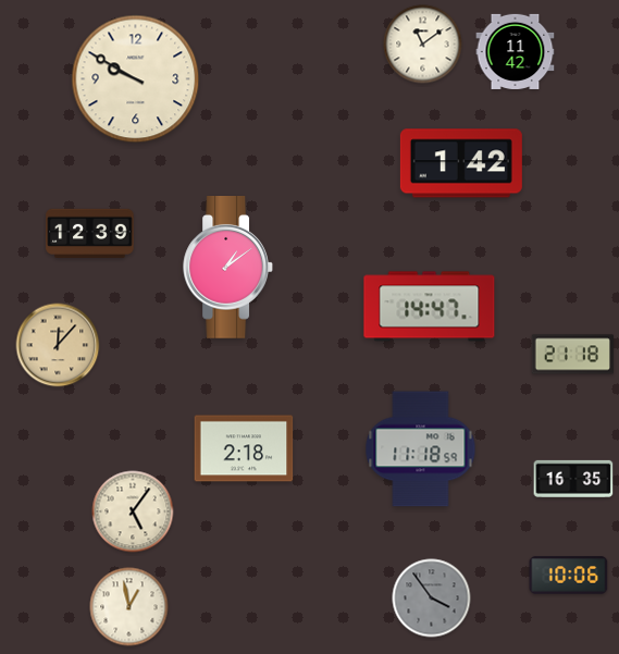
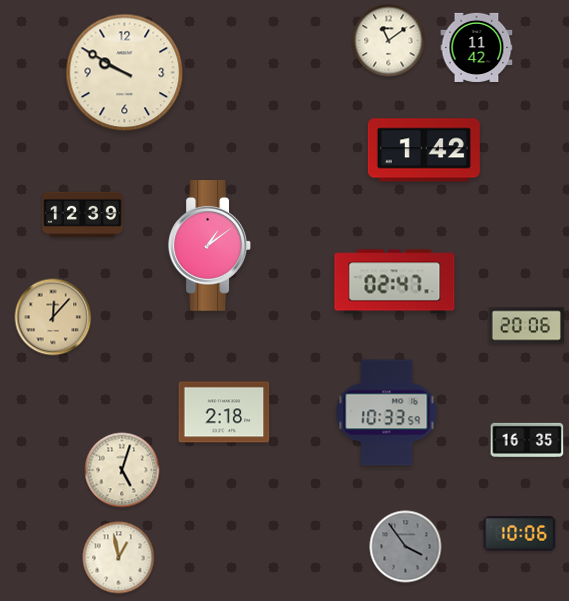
clock at (516, 51) position: (516, 51) -> (477, 47)
clock at (430, 307): 14:47 -> 02:47
clock at (572, 355): 21:18 -> 20:06
clock at (421, 449): 11:18 -> 10:33
clock at (133, 511): 5:06 -> 5:03
clock at (569, 576) position: (569, 576) -> (520, 534)
clock at (432, 599) position: (432, 599) -> (406, 547)
